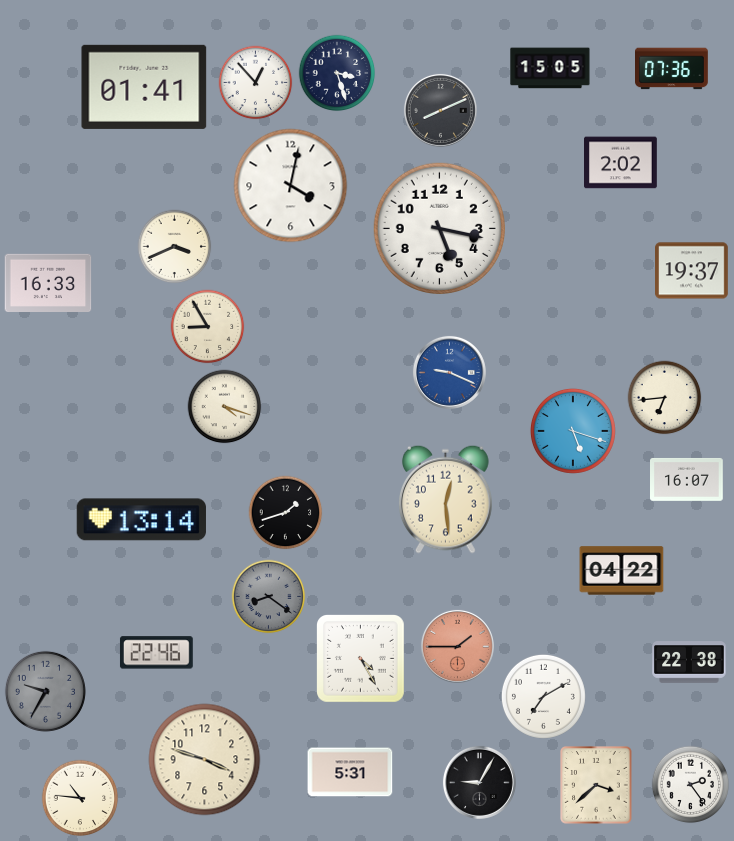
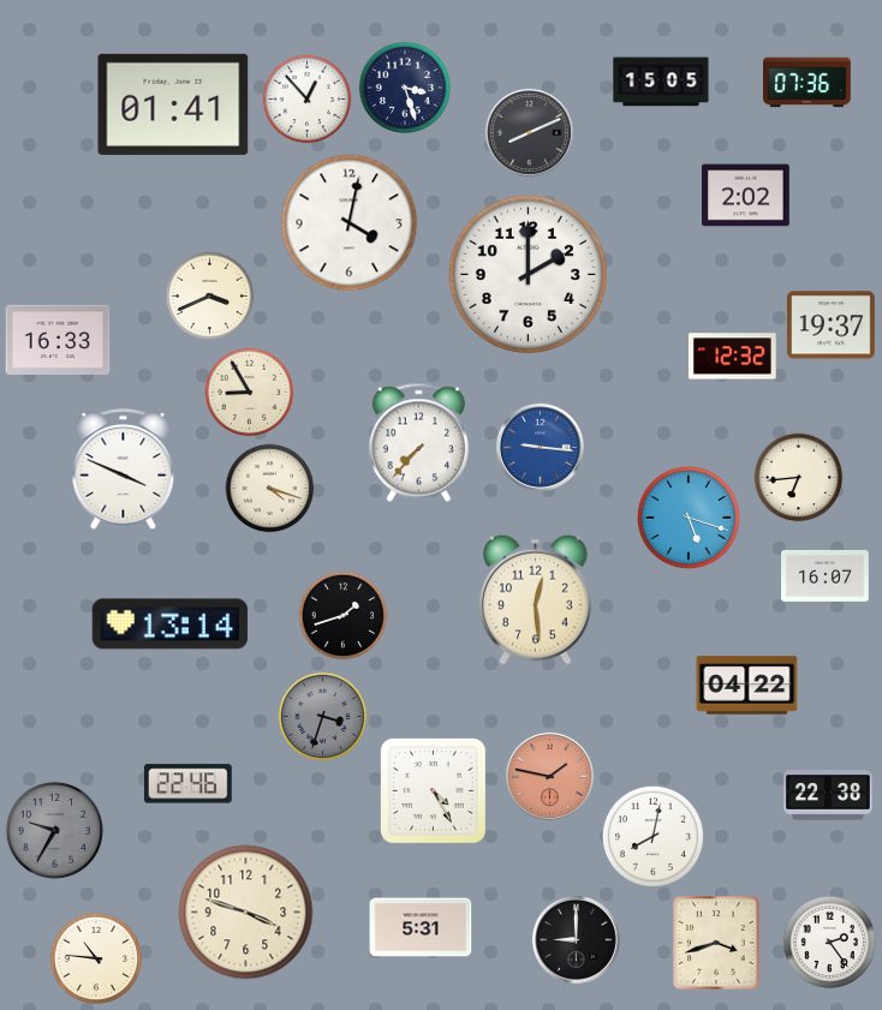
clock at (439, 228): 5:17 -> 2:00
clock at (733, 357): none -> 12:32
clock at (418, 443): none -> 7:37
clock at (449, 372): 9:19 -> 9:16
clock at (124, 470): none -> 3:49
clock at (269, 597): 8:21 -> 3:33
clock at (457, 646): 1:45 -> 1:47
clock at (543, 696): 7:10 -> 8:02
clock at (479, 782): 9:05 -> 9:00
clock at (596, 785): 3:38 -> 3:42
